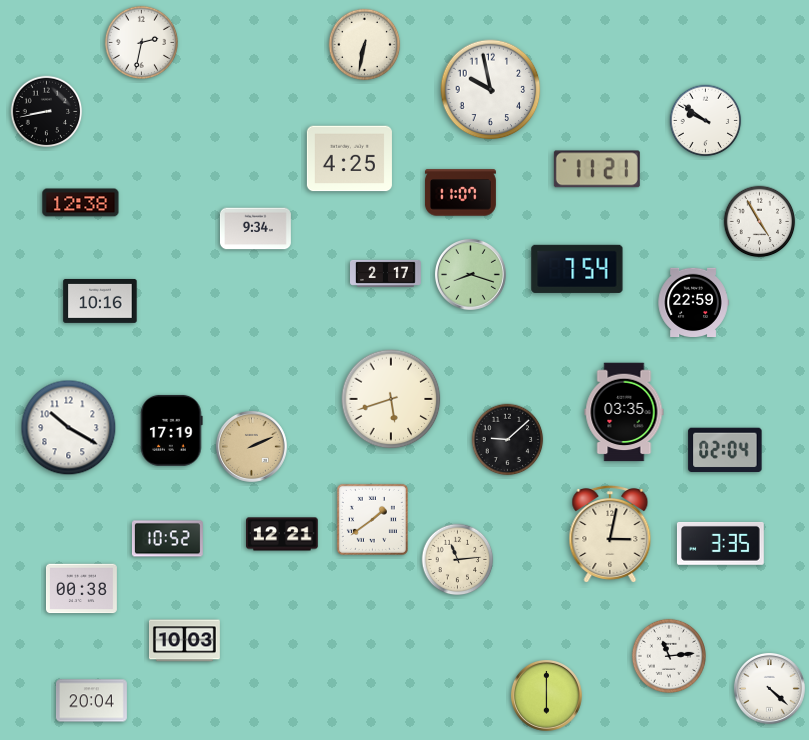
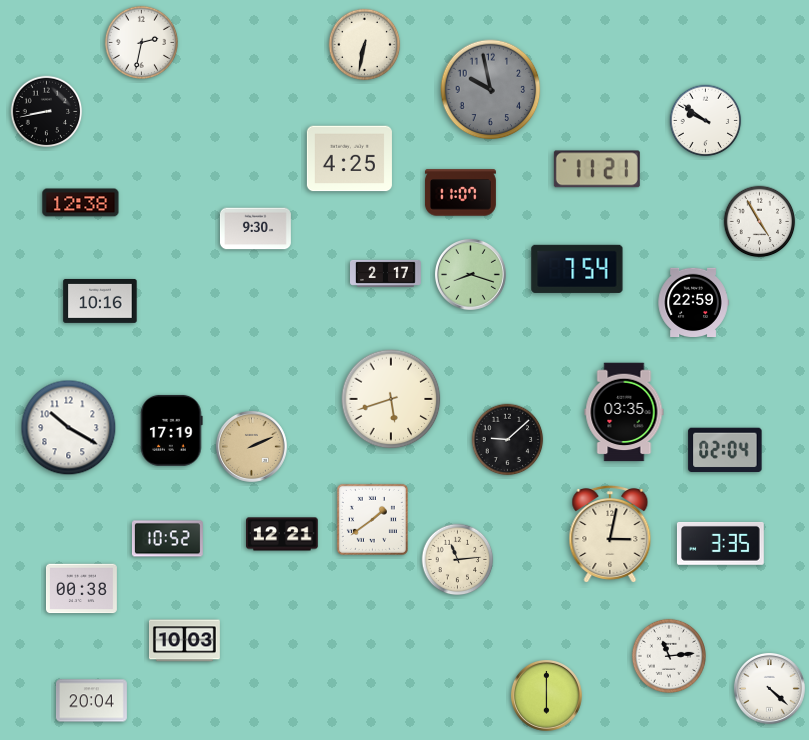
clock at (491, 90) dial: white -> grey
clock at (255, 229): 9:34 -> 9:30
